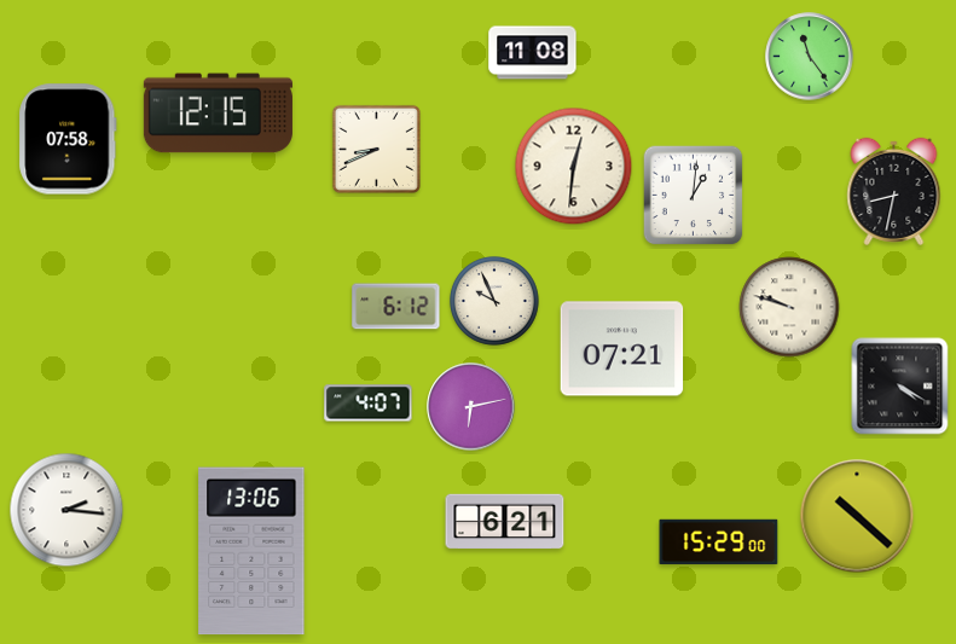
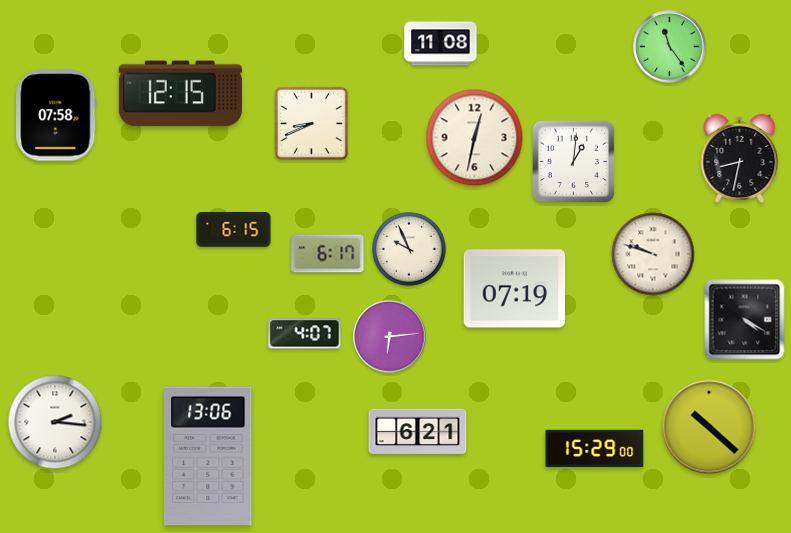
clock at (574, 167): 12:31 -> 12:32
clock at (234, 229): none -> 6:15
clock at (396, 307): 6:12 -> 6:17
clock at (622, 349): 07:21 -> 07:19
clock at (471, 407): 6:13 -> 6:14
